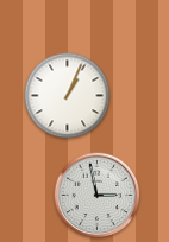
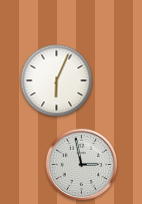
clock at (68, 96): 1:04 -> 6:04
